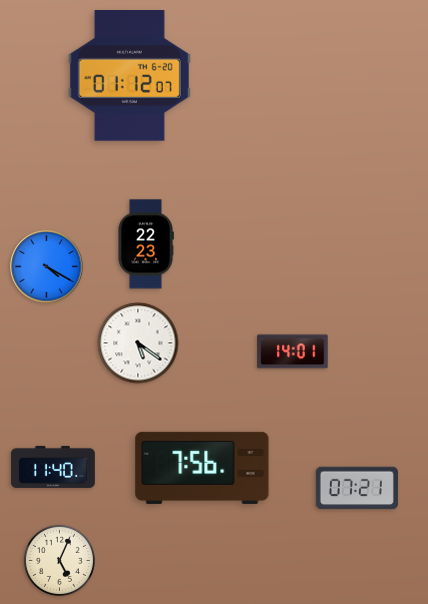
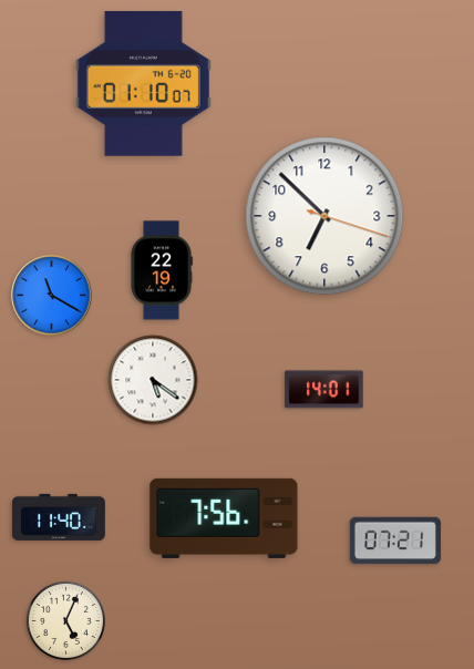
clock at (129, 76): 01:12 -> 01:10
clock at (324, 216): none -> 6:52
clock at (146, 244): 22:23 -> 22:19
clock at (47, 267): 4:20 -> 11:20
